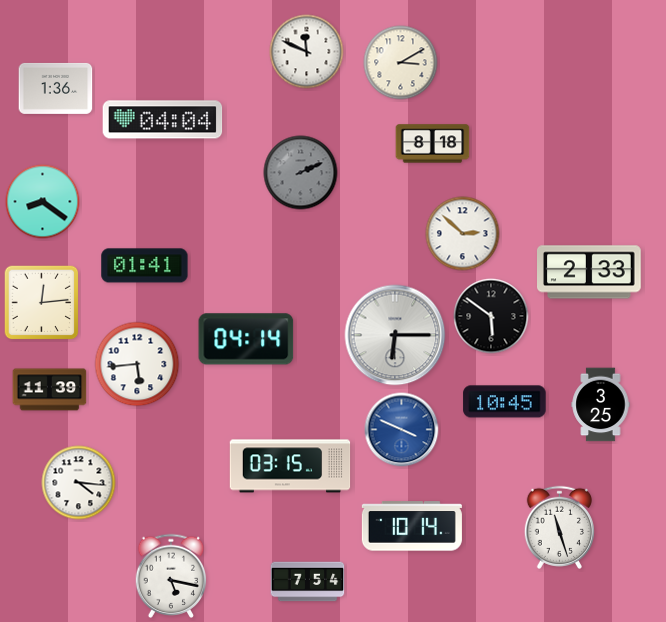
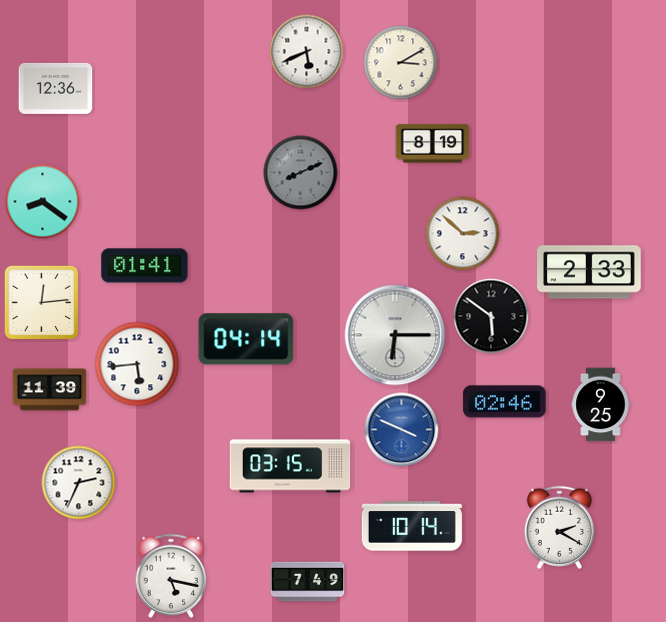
clock at (307, 52): 11:49 -> 5:41
clock at (56, 88): 1:36 -> 12:36
clock at (163, 120): 04:04 -> none
clock at (433, 144): 8:18 -> 8:19
clock at (301, 173): 2:11 -> 8:11
clock at (505, 402): 10:45 -> 02:46
clock at (601, 405): 3:25 -> 9:25
clock at (79, 483): 4:16 -> 2:34
clock at (559, 527): 11:27 -> 2:20
clock at (308, 582): 7:54 -> 7:49
